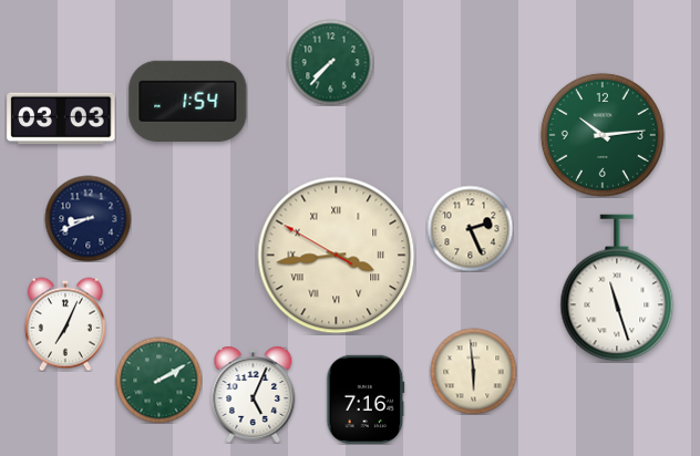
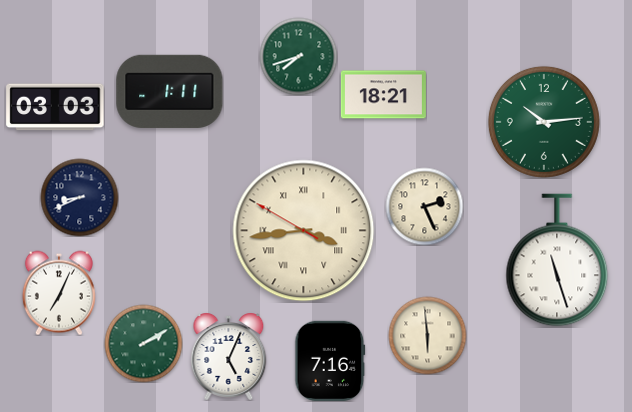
clock at (330, 62): 7:37 -> 7:42
clock at (188, 101): 1:54 -> 1:11
clock at (383, 95): none -> 18:21
